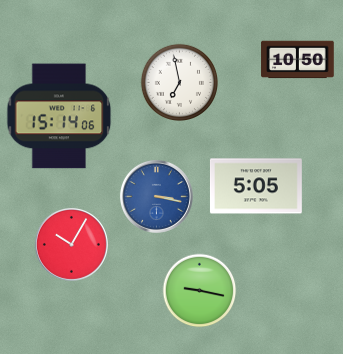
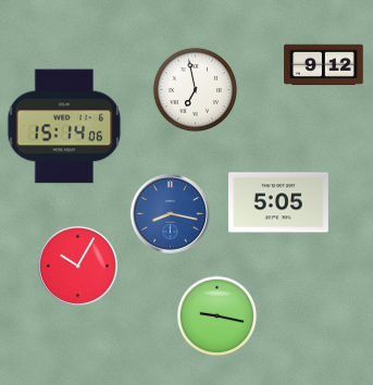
clock at (298, 60): 10:50 -> 9:12
clock at (156, 196): 3:17 -> 8:17
